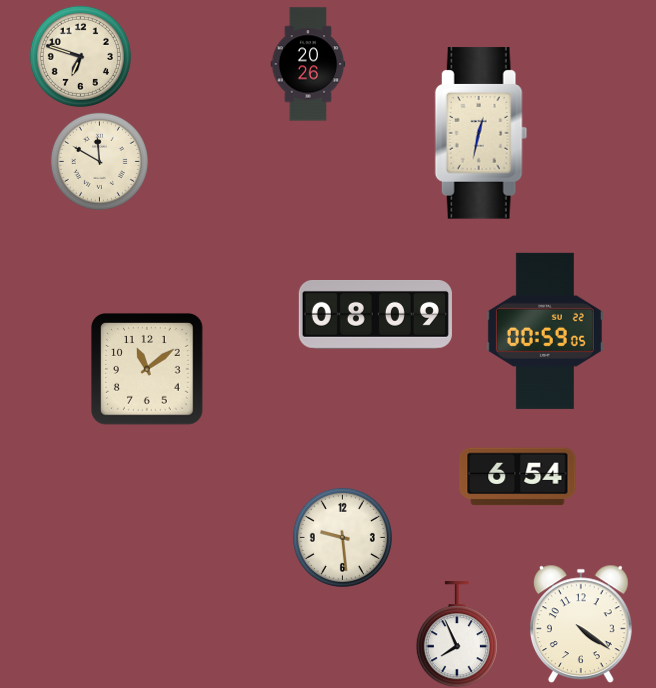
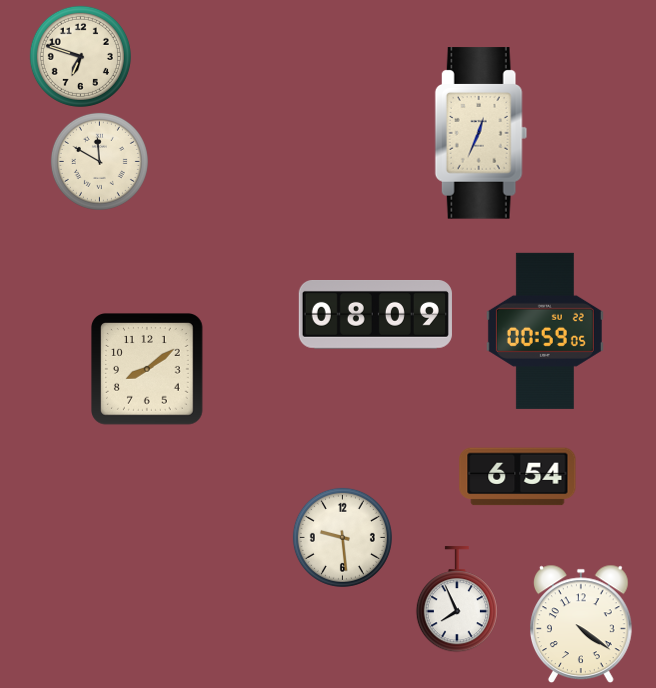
clock at (308, 64): 20:26 -> none
clock at (481, 133): 12:32 -> 12:34
clock at (148, 370): 11:09 -> 8:09
clock at (457, 634) position: (457, 634) -> (457, 599)
